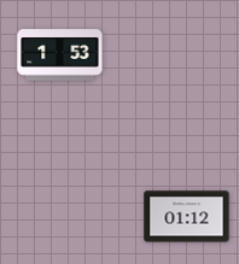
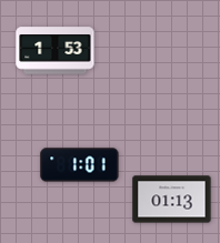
clock at (80, 165): none -> 1:01
clock at (187, 217): 01:12 -> 01:13
